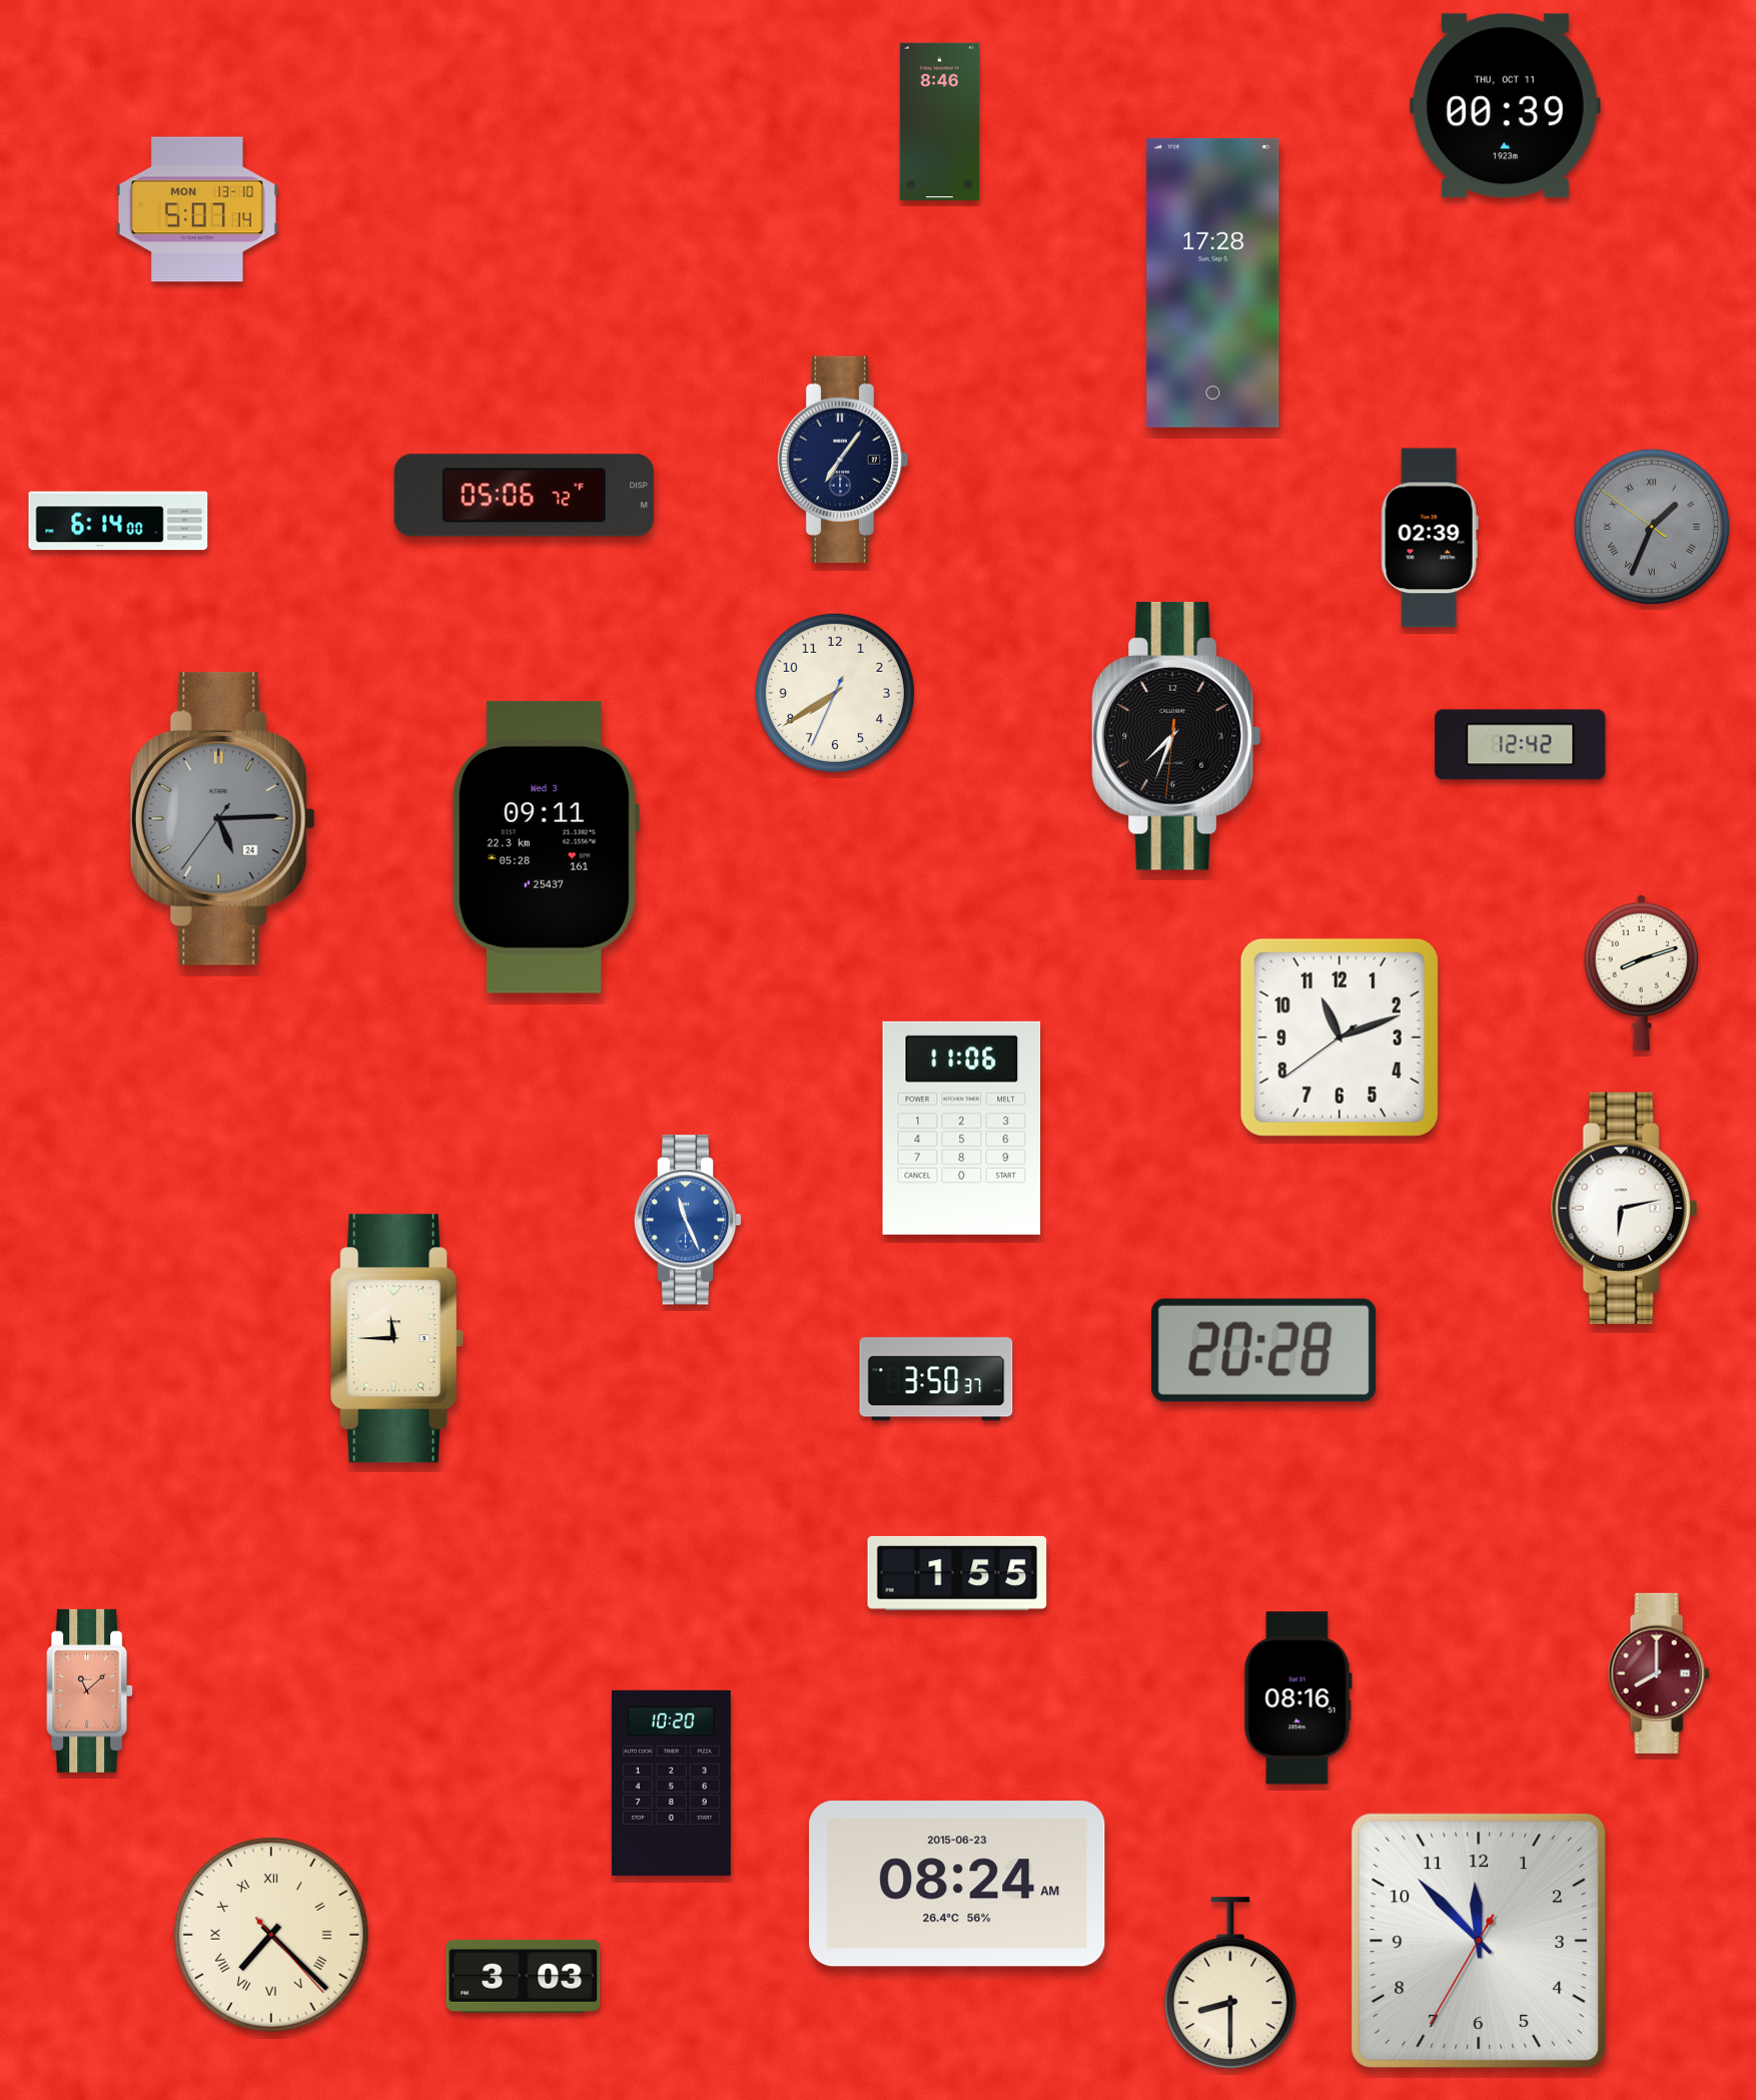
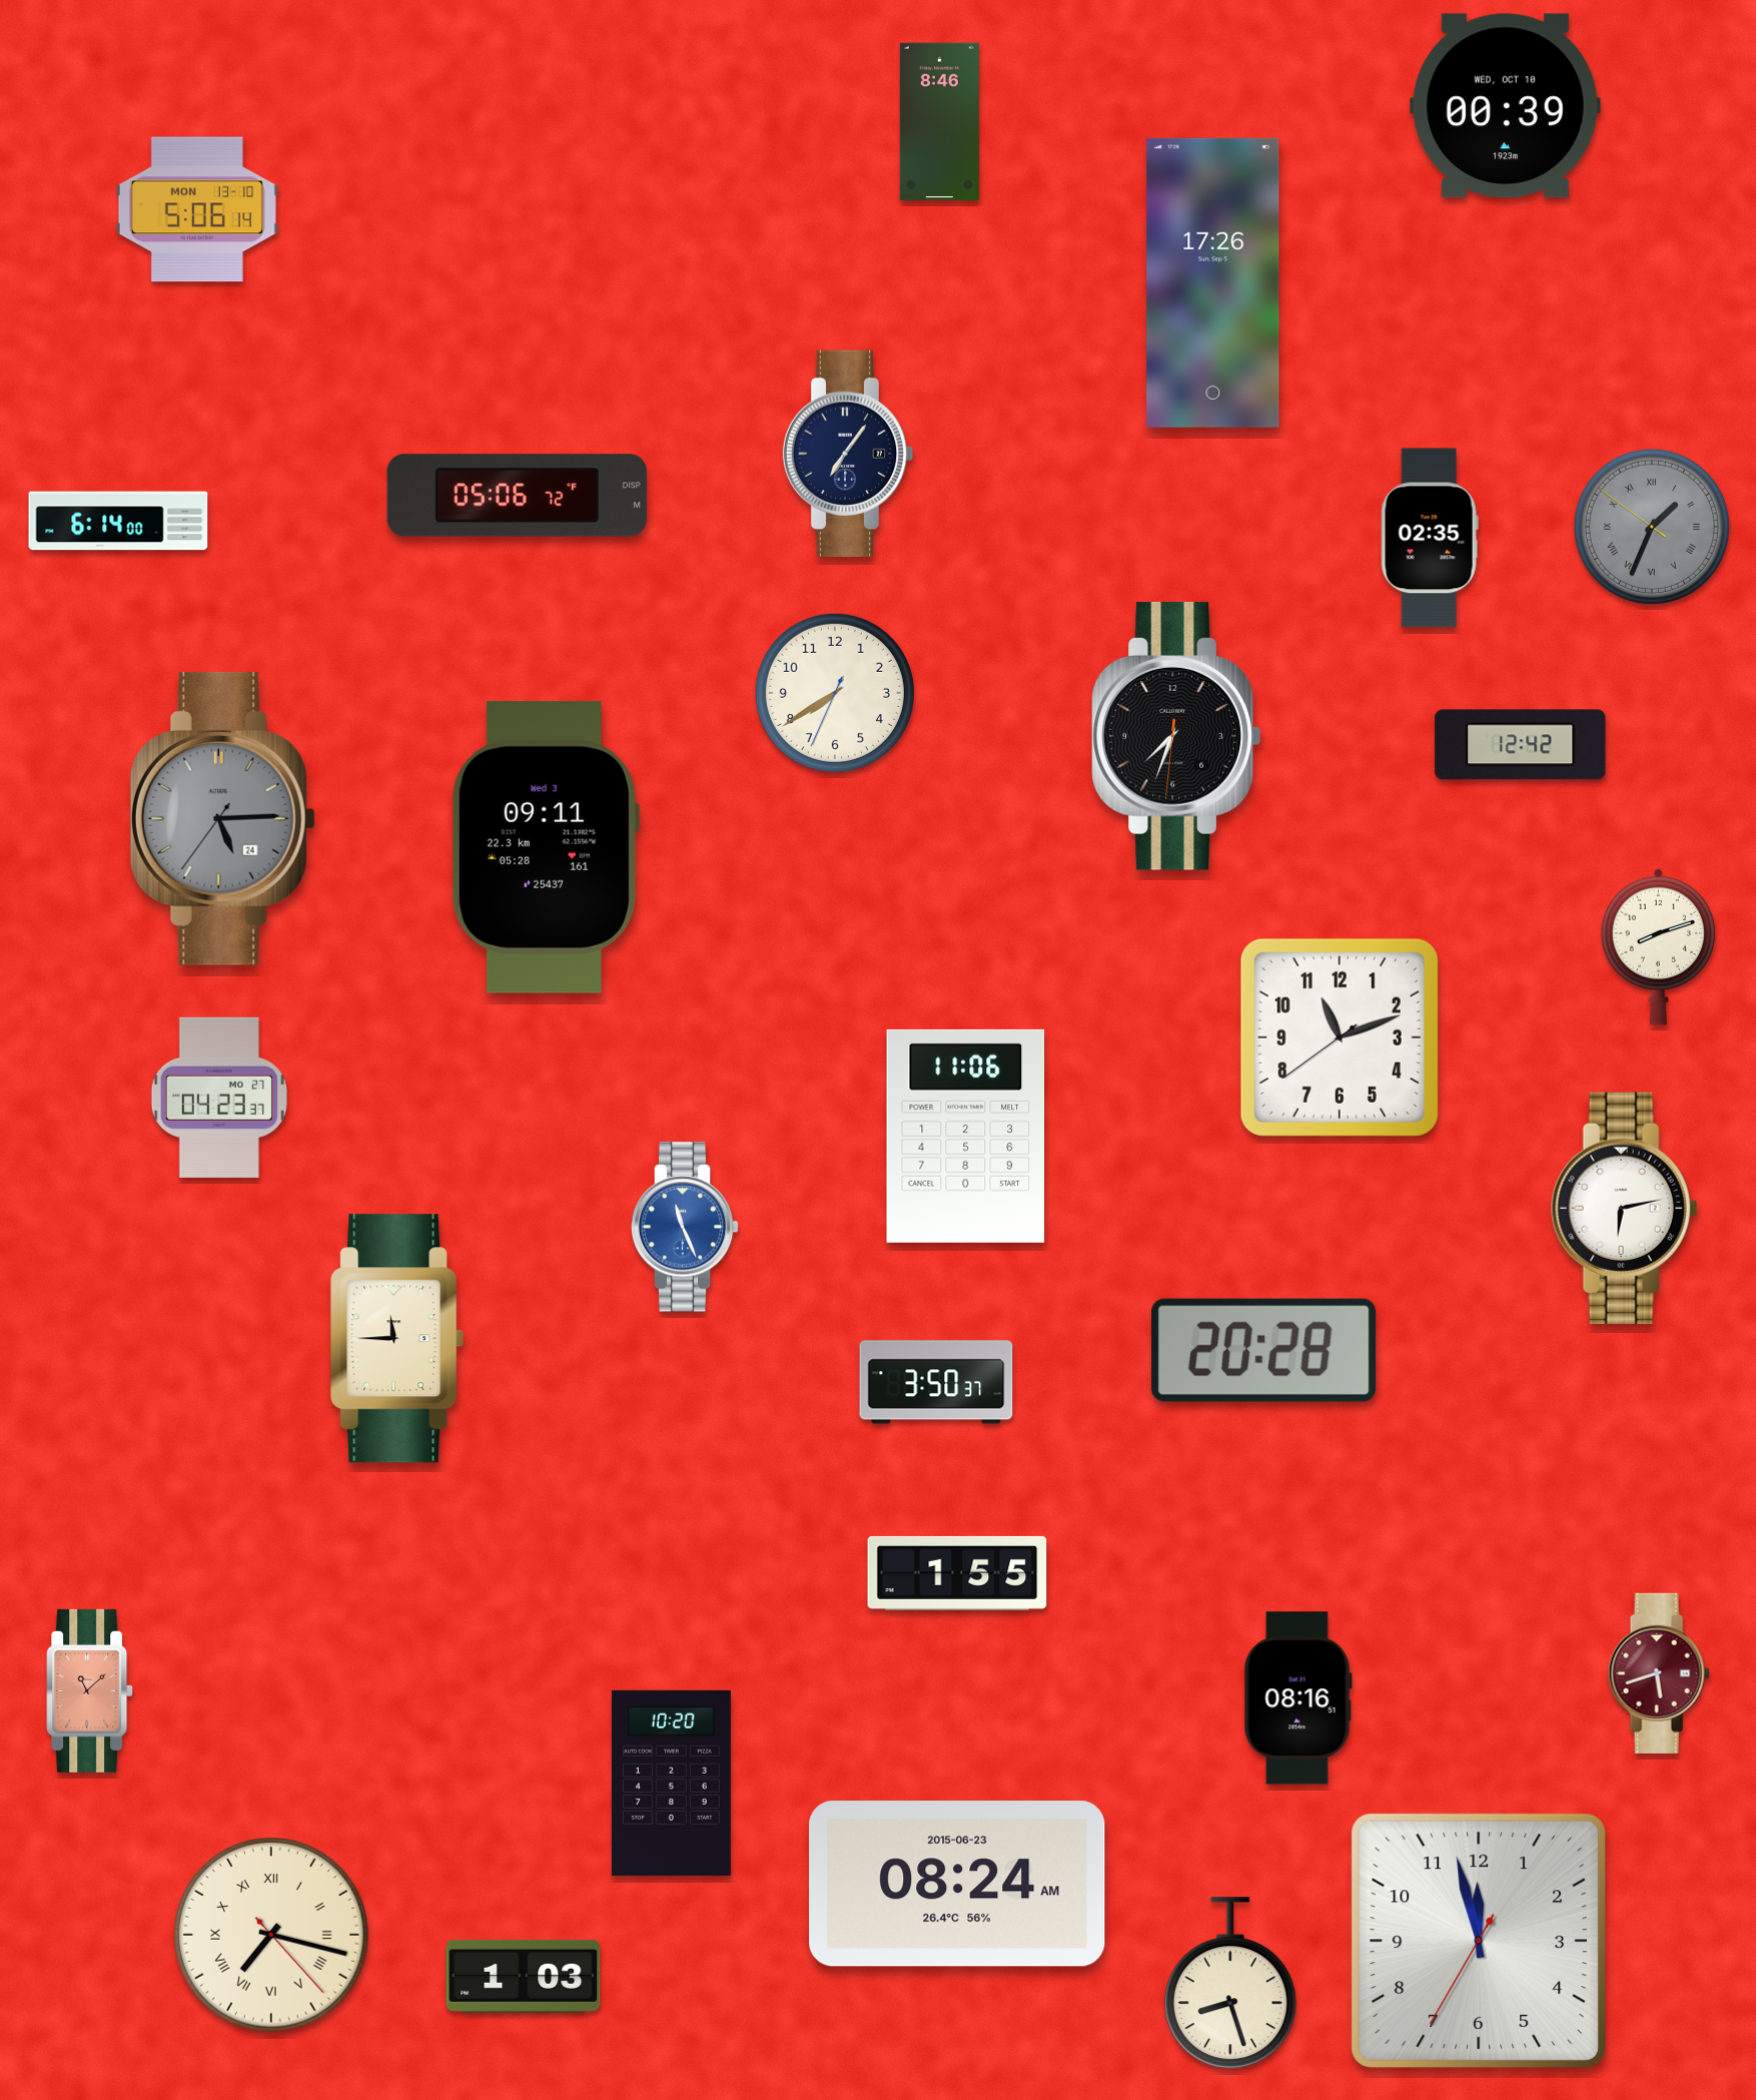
clock at (1505, 106) date: THU, OCT 11 -> WED, OCT 10
clock at (197, 209): 5:07 -> 5:06
clock at (1213, 282): 17:28 -> 17:26
clock at (843, 460) position: (843, 460) -> (848, 454)
clock at (524, 496) position: (524, 496) -> (517, 496)
clock at (1430, 538): 02:39 -> 02:35
clock at (1641, 972) position: (1641, 972) -> (1658, 946)
clock at (219, 1098): none -> 04:23
clock at (962, 1128) position: (962, 1128) -> (966, 1136)
clock at (688, 1220) position: (688, 1220) -> (685, 1227)
clock at (936, 1379) position: (936, 1379) -> (936, 1382)
clock at (1659, 1673): 8:00 -> 5:42
clock at (271, 1935): 7:22 -> 7:17
clock at (1479, 1940): 11:52 -> 11:57
clock at (524, 1976): 3:03 -> 1:03
clock at (1230, 1984): 8:30 -> 8:27
